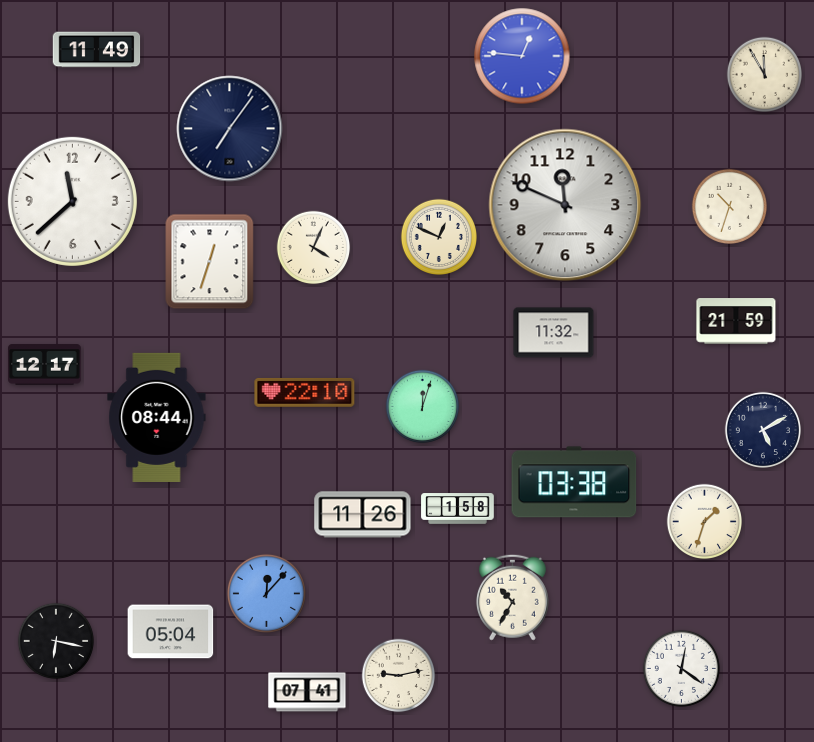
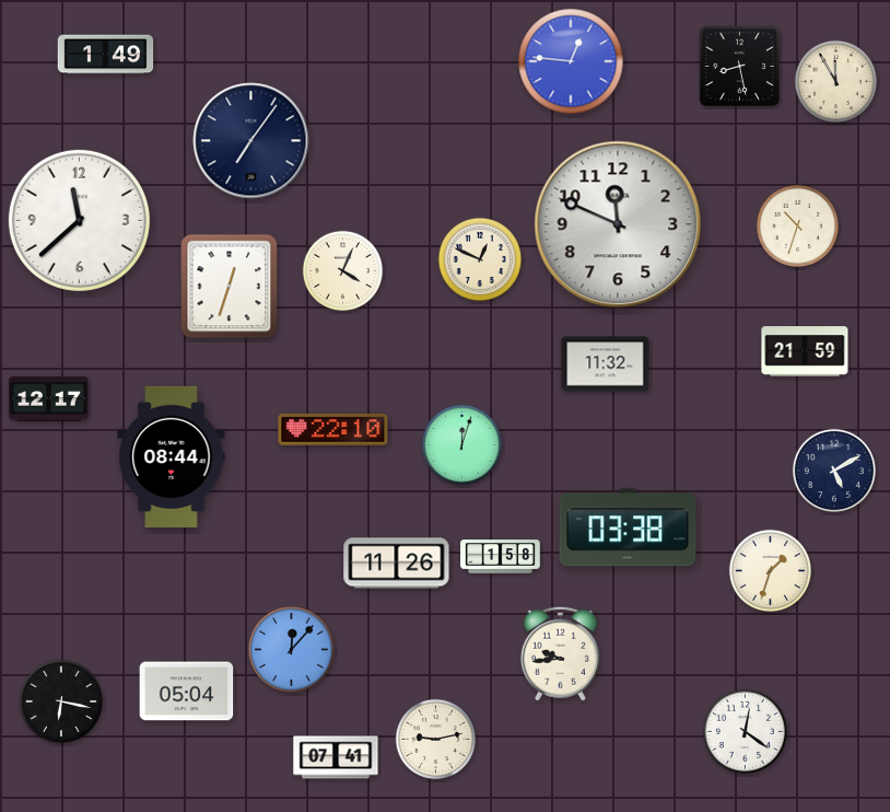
clock at (97, 50): 11:49 -> 1:49
clock at (740, 67): none -> 8:28
clock at (512, 597): 10:35 -> 9:44
